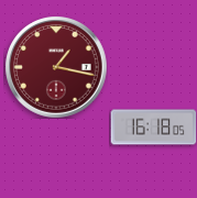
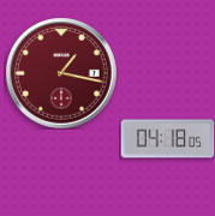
clock at (153, 128): 16:18 -> 04:18
